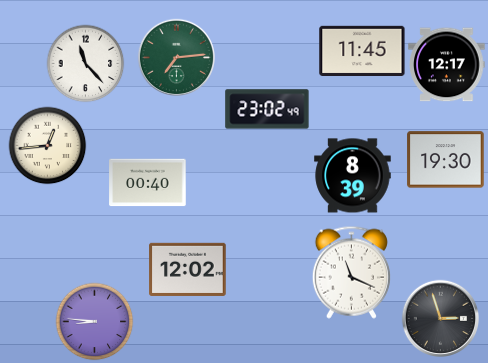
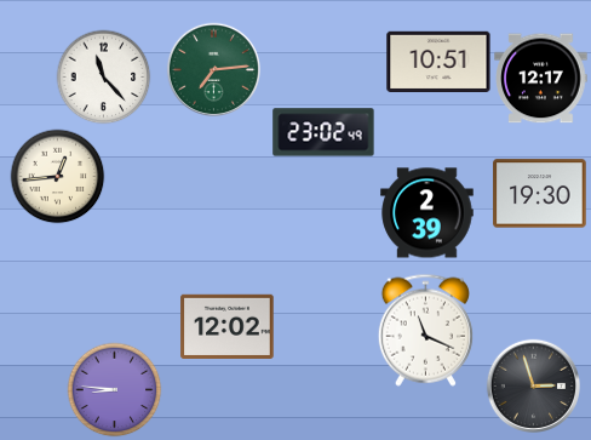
clock at (362, 50): 11:45 -> 10:51
clock at (353, 176): 8:39 -> 2:39
clock at (148, 183): 00:40 -> none
